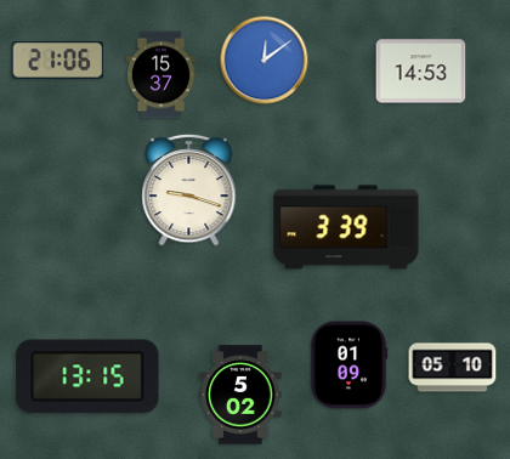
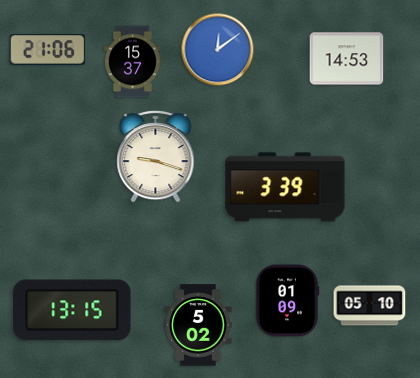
clock at (453, 368) position: (453, 368) -> (370, 306)
